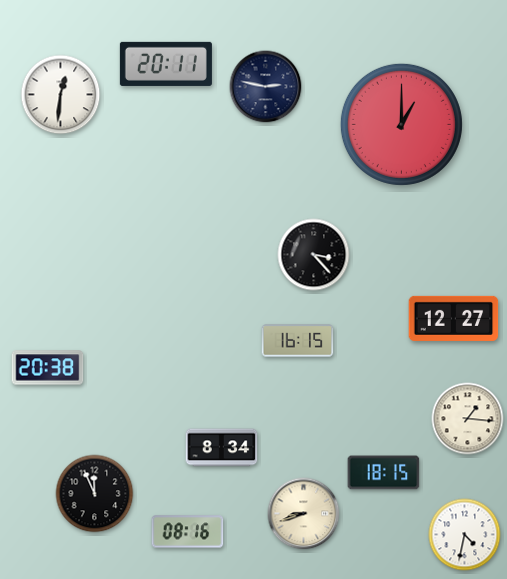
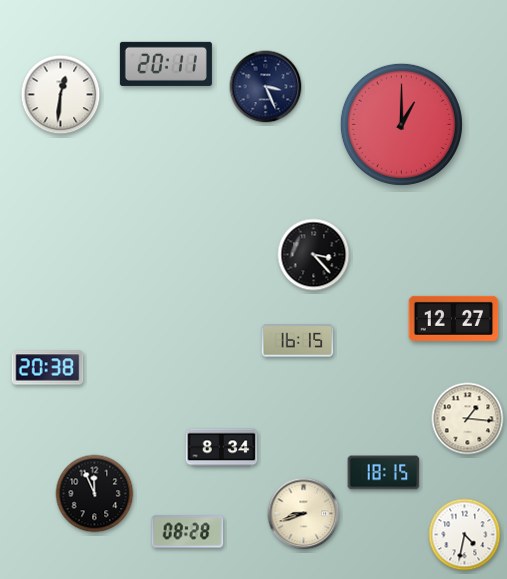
clock at (266, 87): 2:47 -> 3:26
clock at (188, 532): 08:16 -> 08:28
